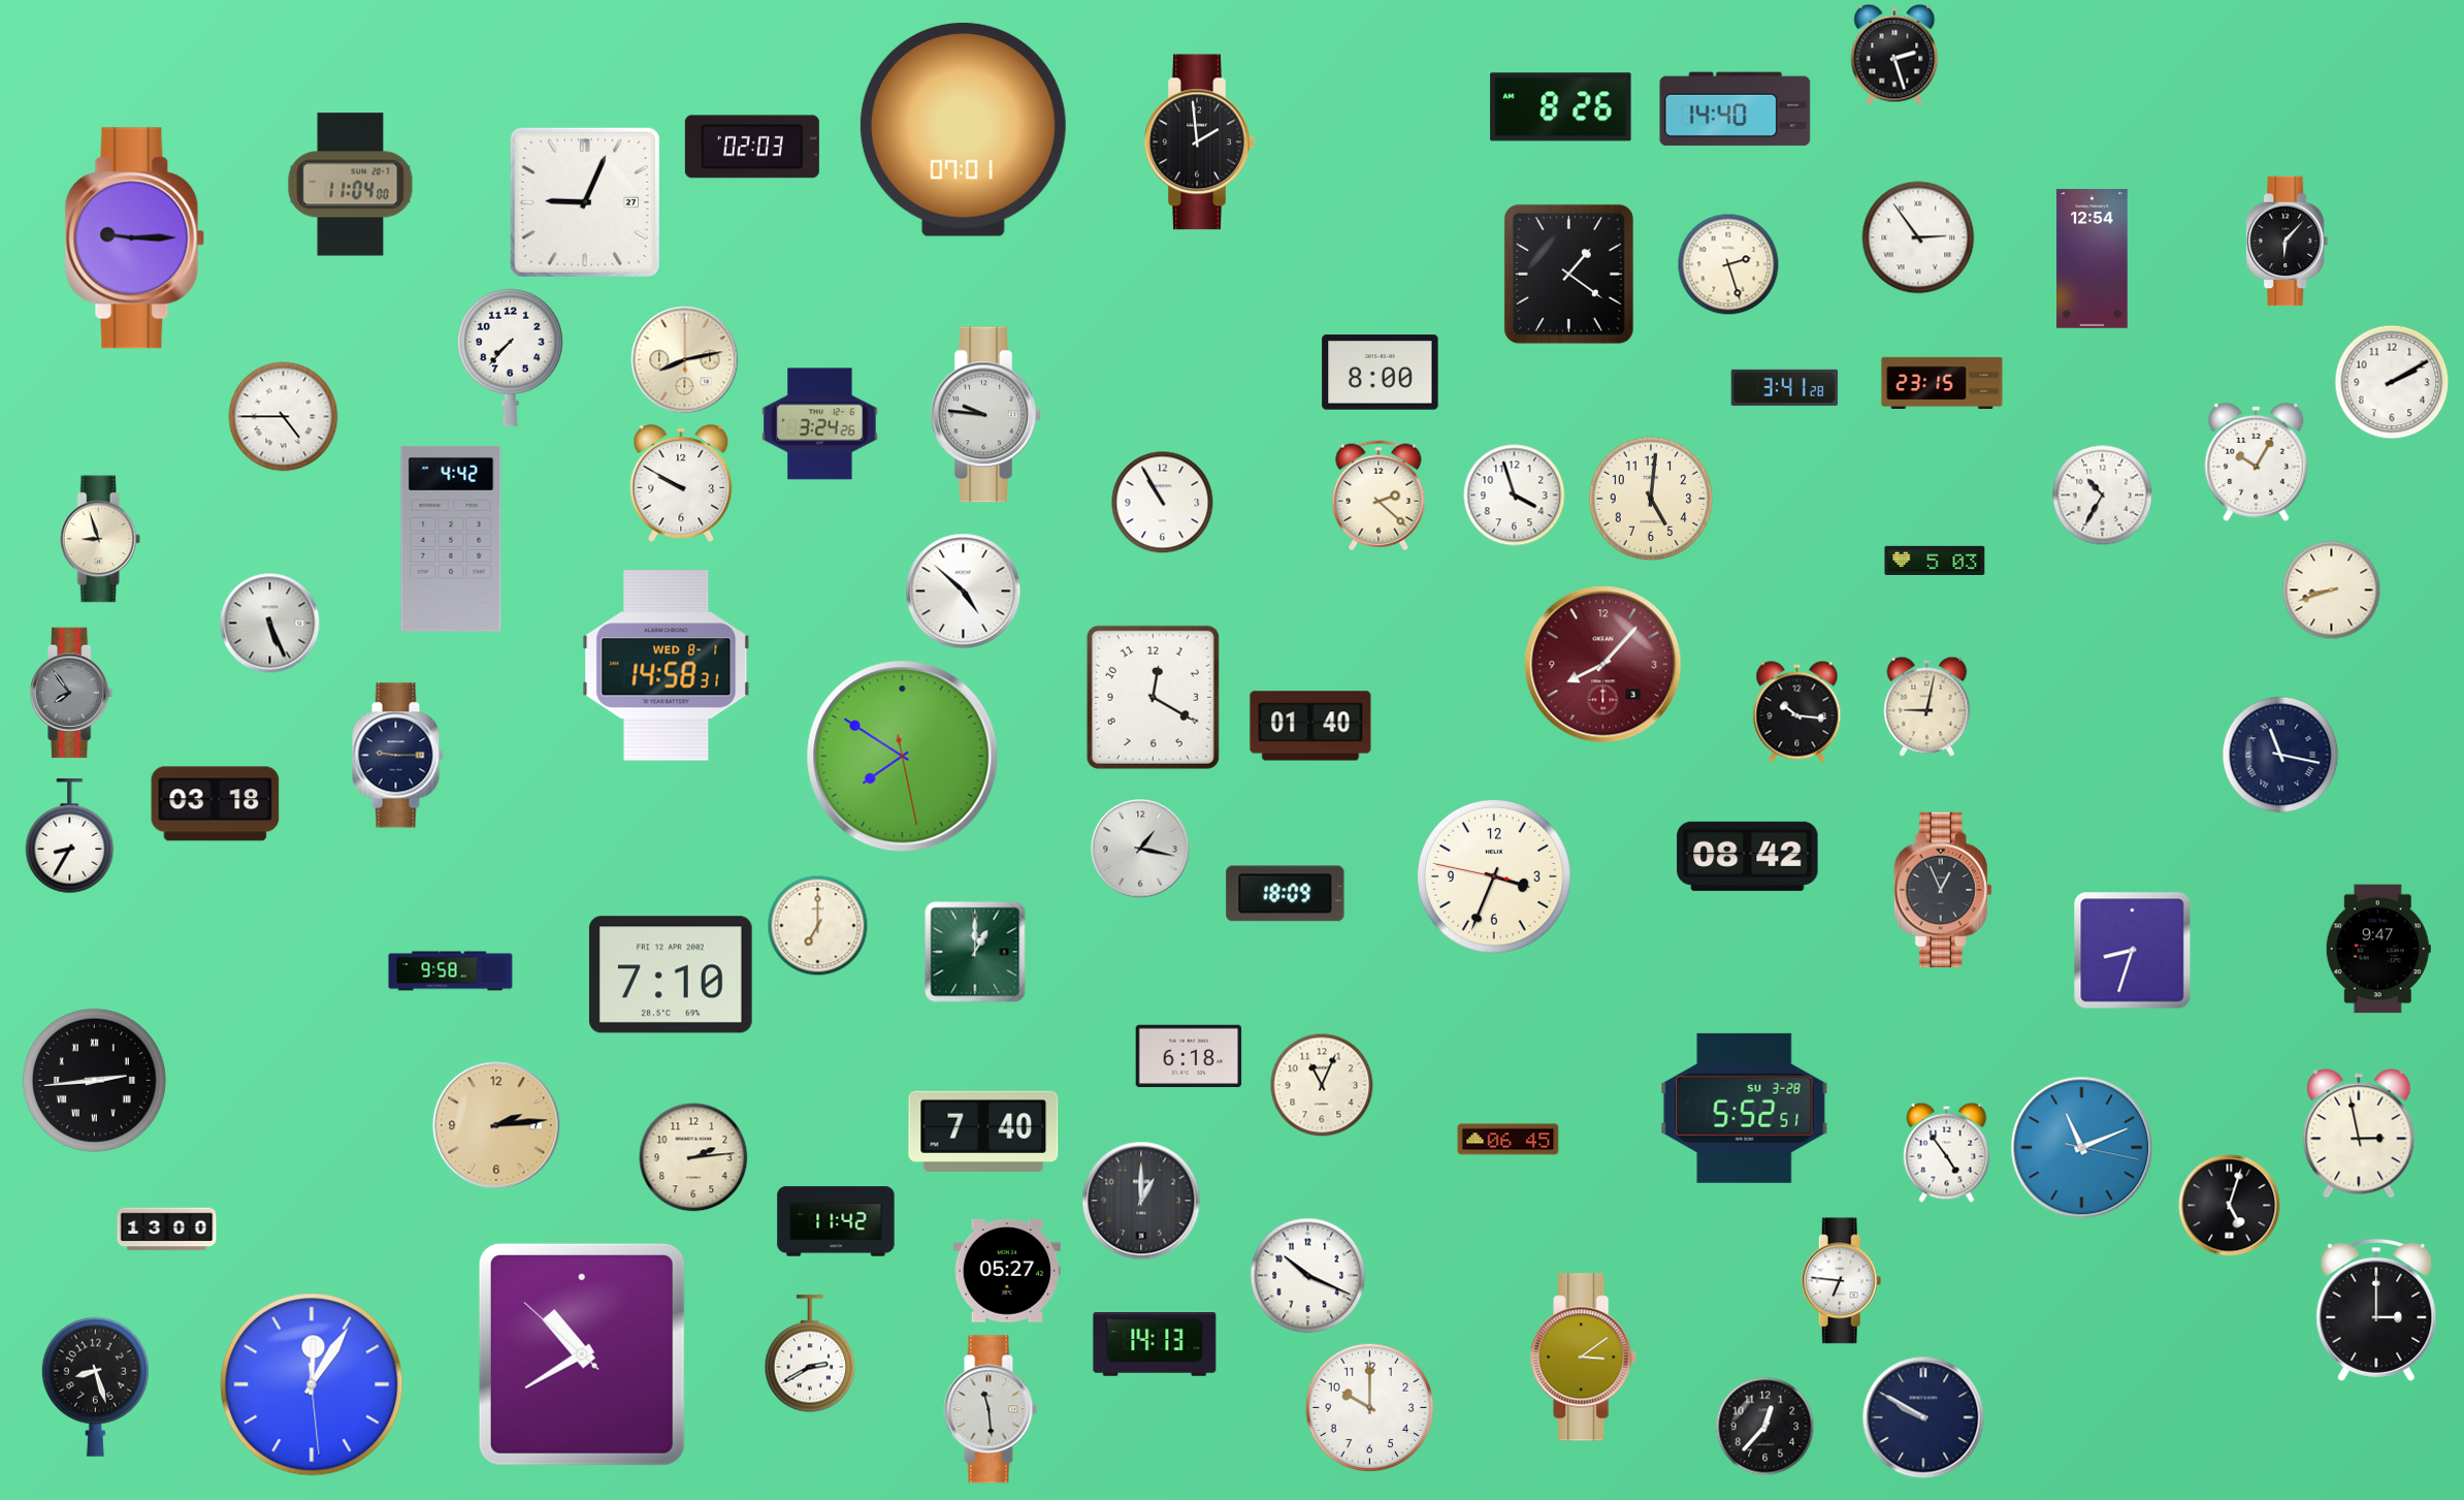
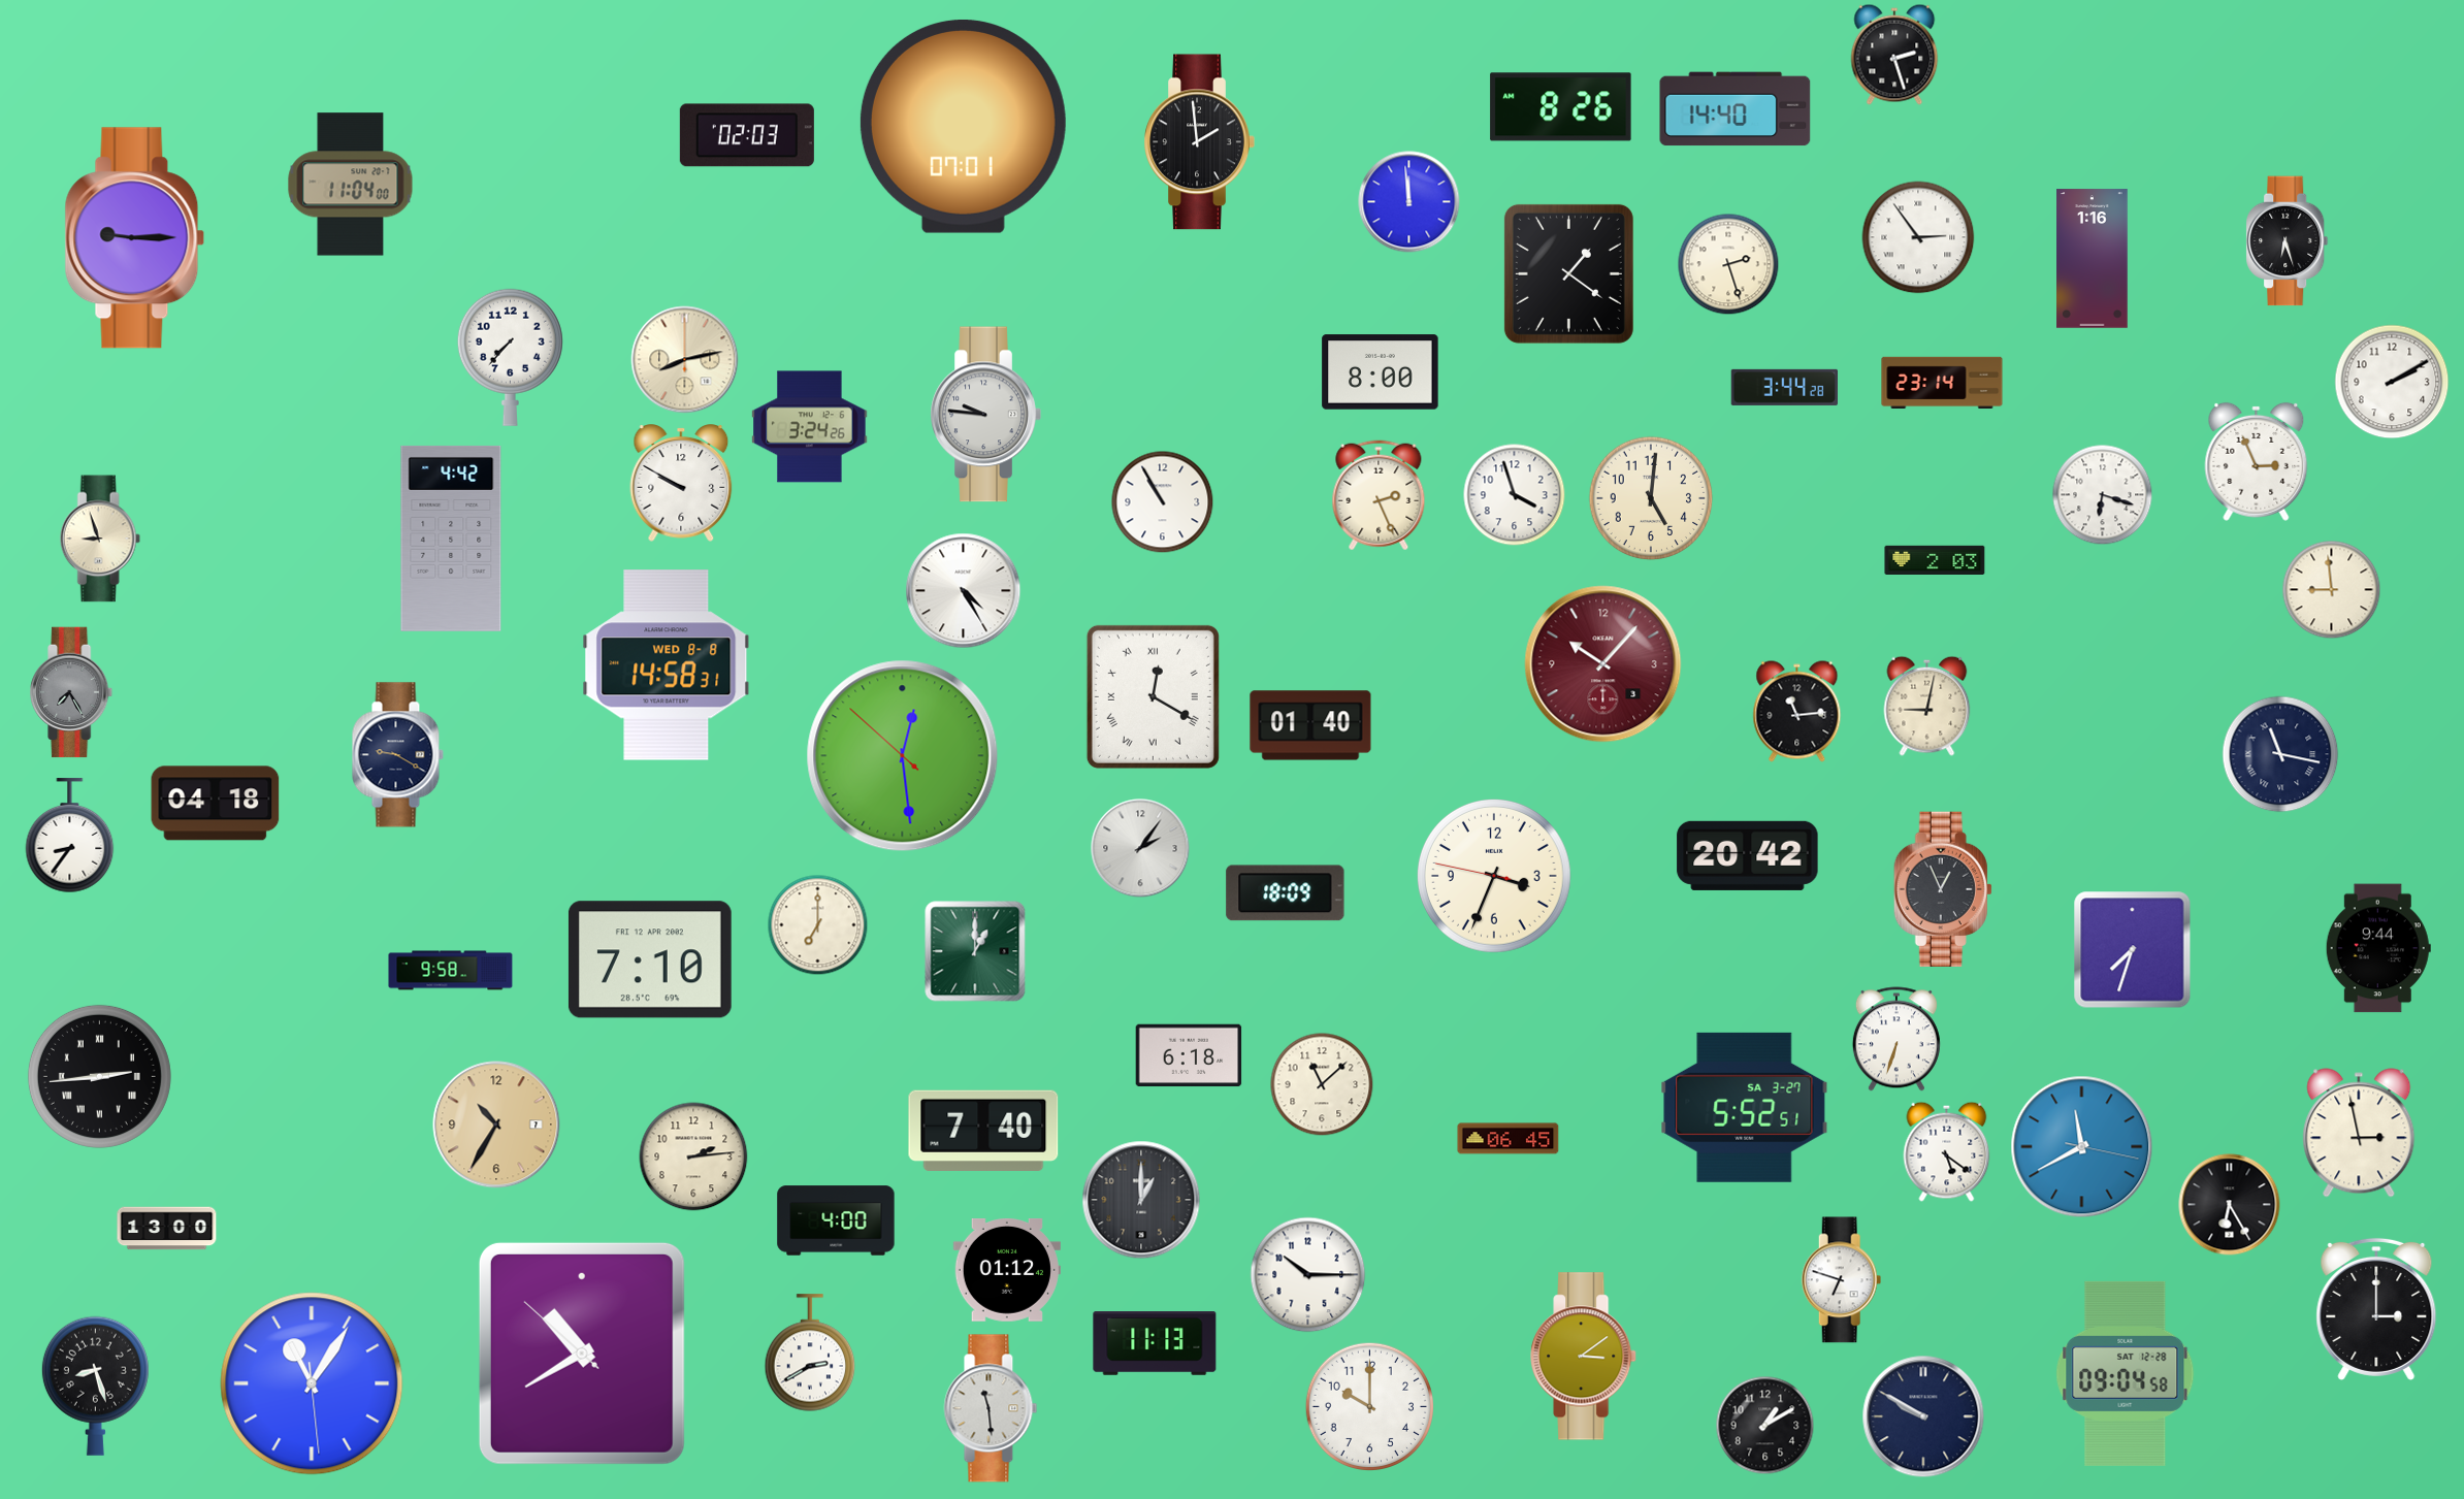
clock at (963, 129) position: (963, 129) -> (963, 126)
clock at (752, 147) position: (752, 147) -> (747, 135)
clock at (585, 202): 9:04 -> none
clock at (1409, 202): none -> 11:59
clock at (2288, 242): 6:07 -> 6:27
clock at (2093, 259): 12:54 -> 1:16
clock at (1942, 383): 23:15 -> 23:14
clock at (1784, 387): 3:41 -> 3:44
clock at (284, 417): 4:45 -> none
clock at (820, 424) position: (820, 424) -> (810, 427)
clock at (2257, 461): 10:05 -> 2:56
clock at (1379, 496): 2:22 -> 2:26
clock at (2103, 496): 10:35 -> 6:18
clock at (1935, 560): 5:03 -> 2:03
clock at (2332, 591): 8:42 -> 8:59
clock at (964, 592): 4:52 -> 4:25
clock at (270, 624): 5:26 -> none
clock at (1603, 665): 8:07 -> 10:07
clock at (667, 666) date: WED 8-1 -> WED 8-8
clock at (72, 693): 7:54 -> 7:25
clock at (1153, 697) numerals: Arabic -> Roman
clock at (1797, 712): 10:16 -> 11:14
clock at (397, 756): 9:15 -> 9:20
clock at (903, 757): 7:50 -> 12:28
clock at (216, 804): 03:18 -> 04:18
clock at (70, 836): 8:35 -> 8:36
clock at (1140, 849): 1:17 -> 2:06
clock at (1748, 856): 08:42 -> 20:42
clock at (2378, 949): 9:47 -> 9:44
clock at (2133, 951): 8:33 -> 7:33
clock at (671, 975) position: (671, 975) -> (650, 959)
clock at (1896, 1039): none -> 6:33
clock at (94, 1080) position: (94, 1080) -> (99, 1076)
clock at (1322, 1085): 11:04 -> 11:08
clock at (1745, 1108) date: SU 3-28 -> SA 3-27
clock at (496, 1125): 2:14 -> 10:35
clock at (2082, 1148): 11:11 -> 11:40
clock at (1947, 1152): 4:54 -> 5:21
clock at (2230, 1206): 5:03 -> 6:25
clock at (836, 1221): 11:42 -> 4:00
clock at (1007, 1271): 05:27 -> 01:12
clock at (1308, 1276): 10:19 -> 10:15
clock at (1842, 1281): 6:46 -> 6:48
clock at (1155, 1345): 14:13 -> 11:13
clock at (2126, 1373): none -> 09:04
clock at (312, 1384): 12:05 -> 11:05
clock at (1765, 1427): 12:37 -> 1:10
